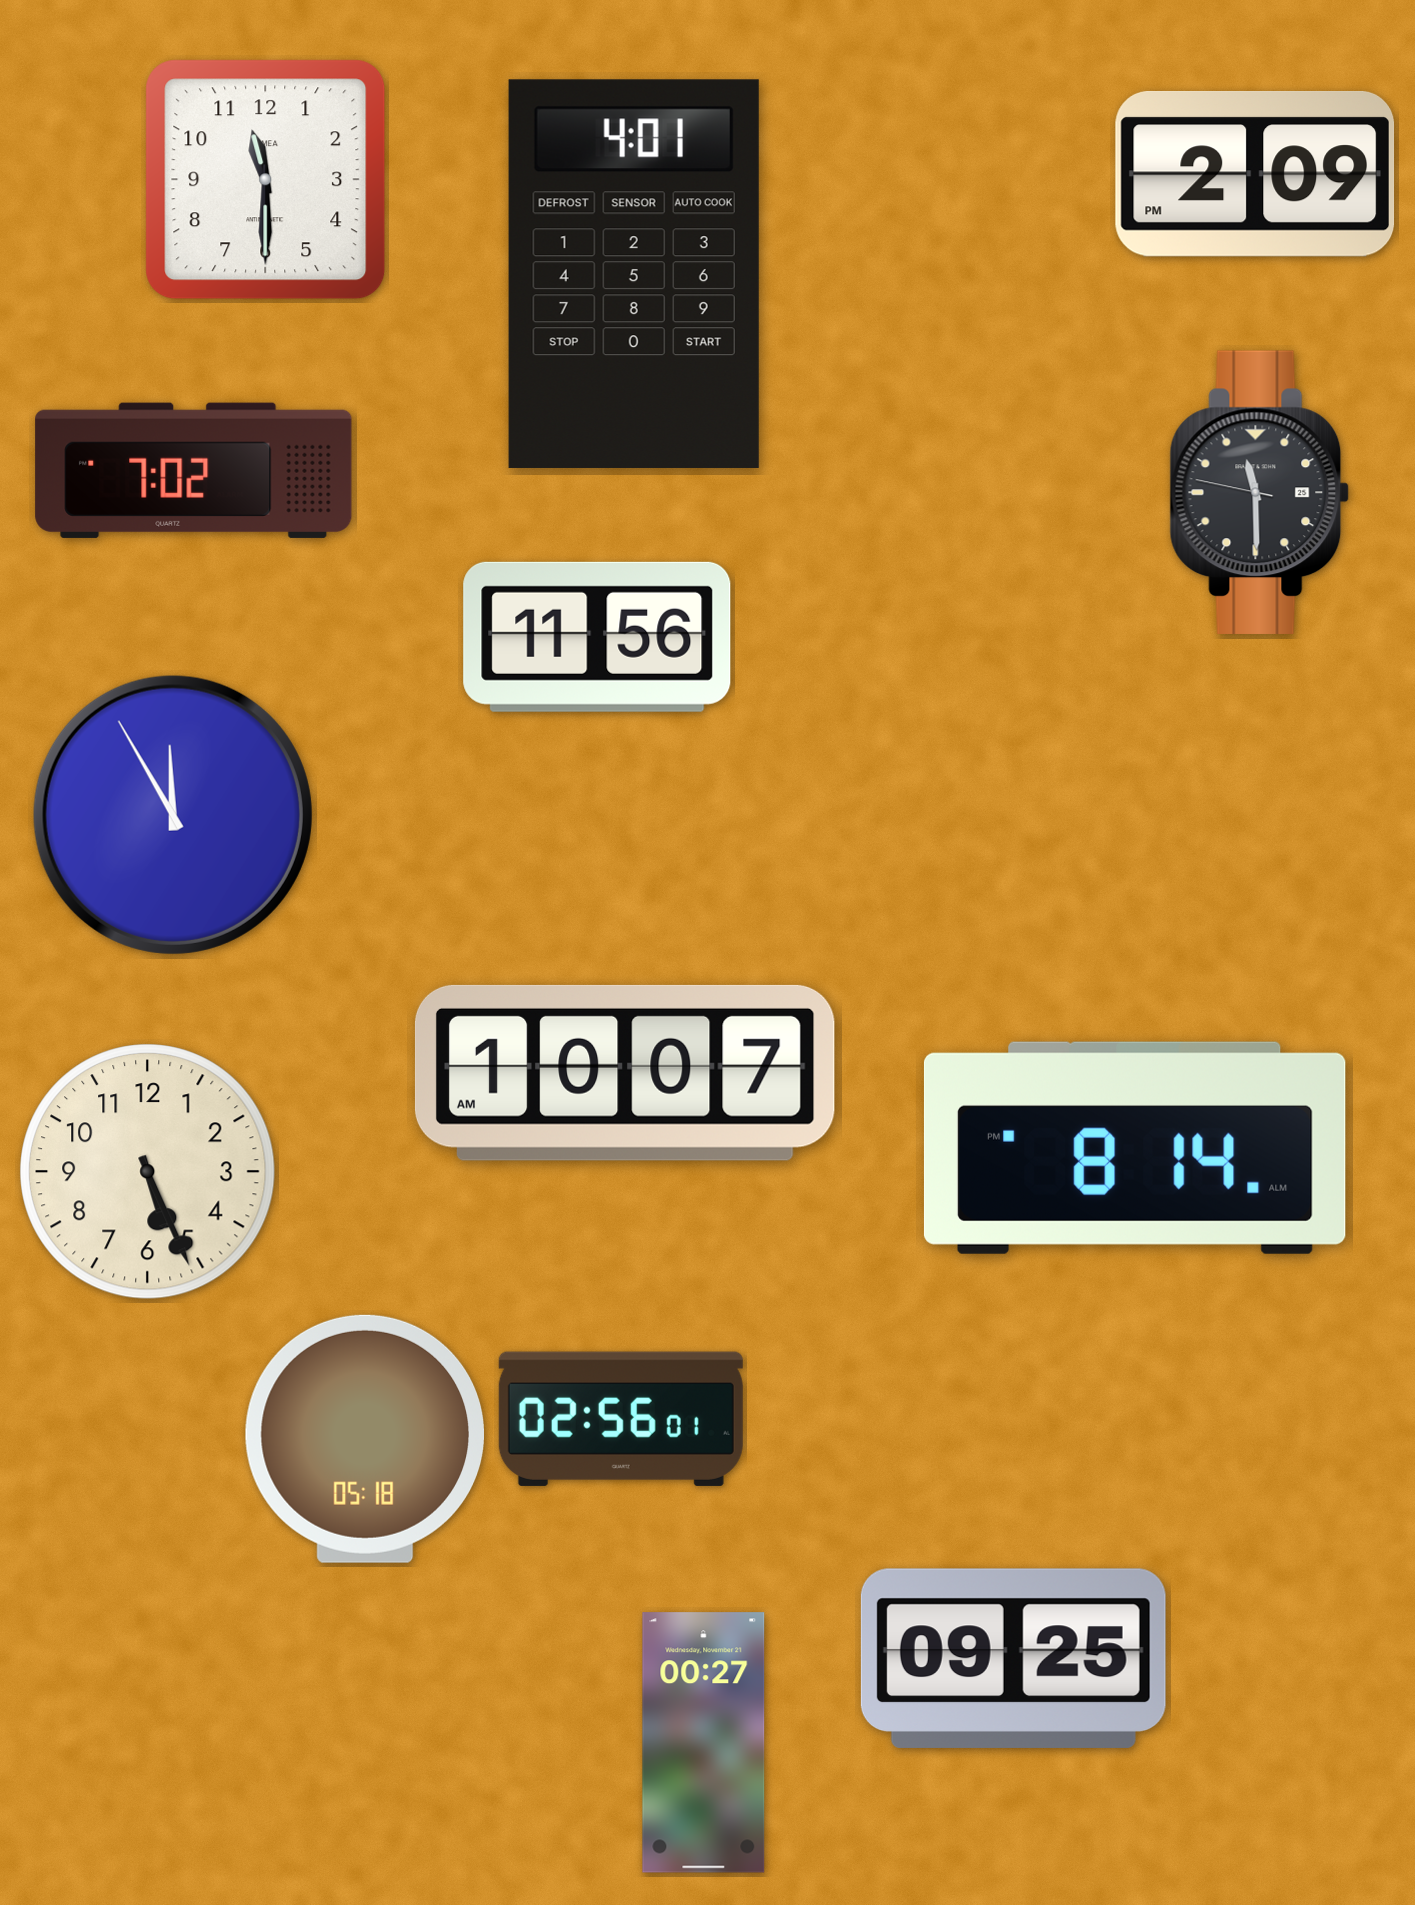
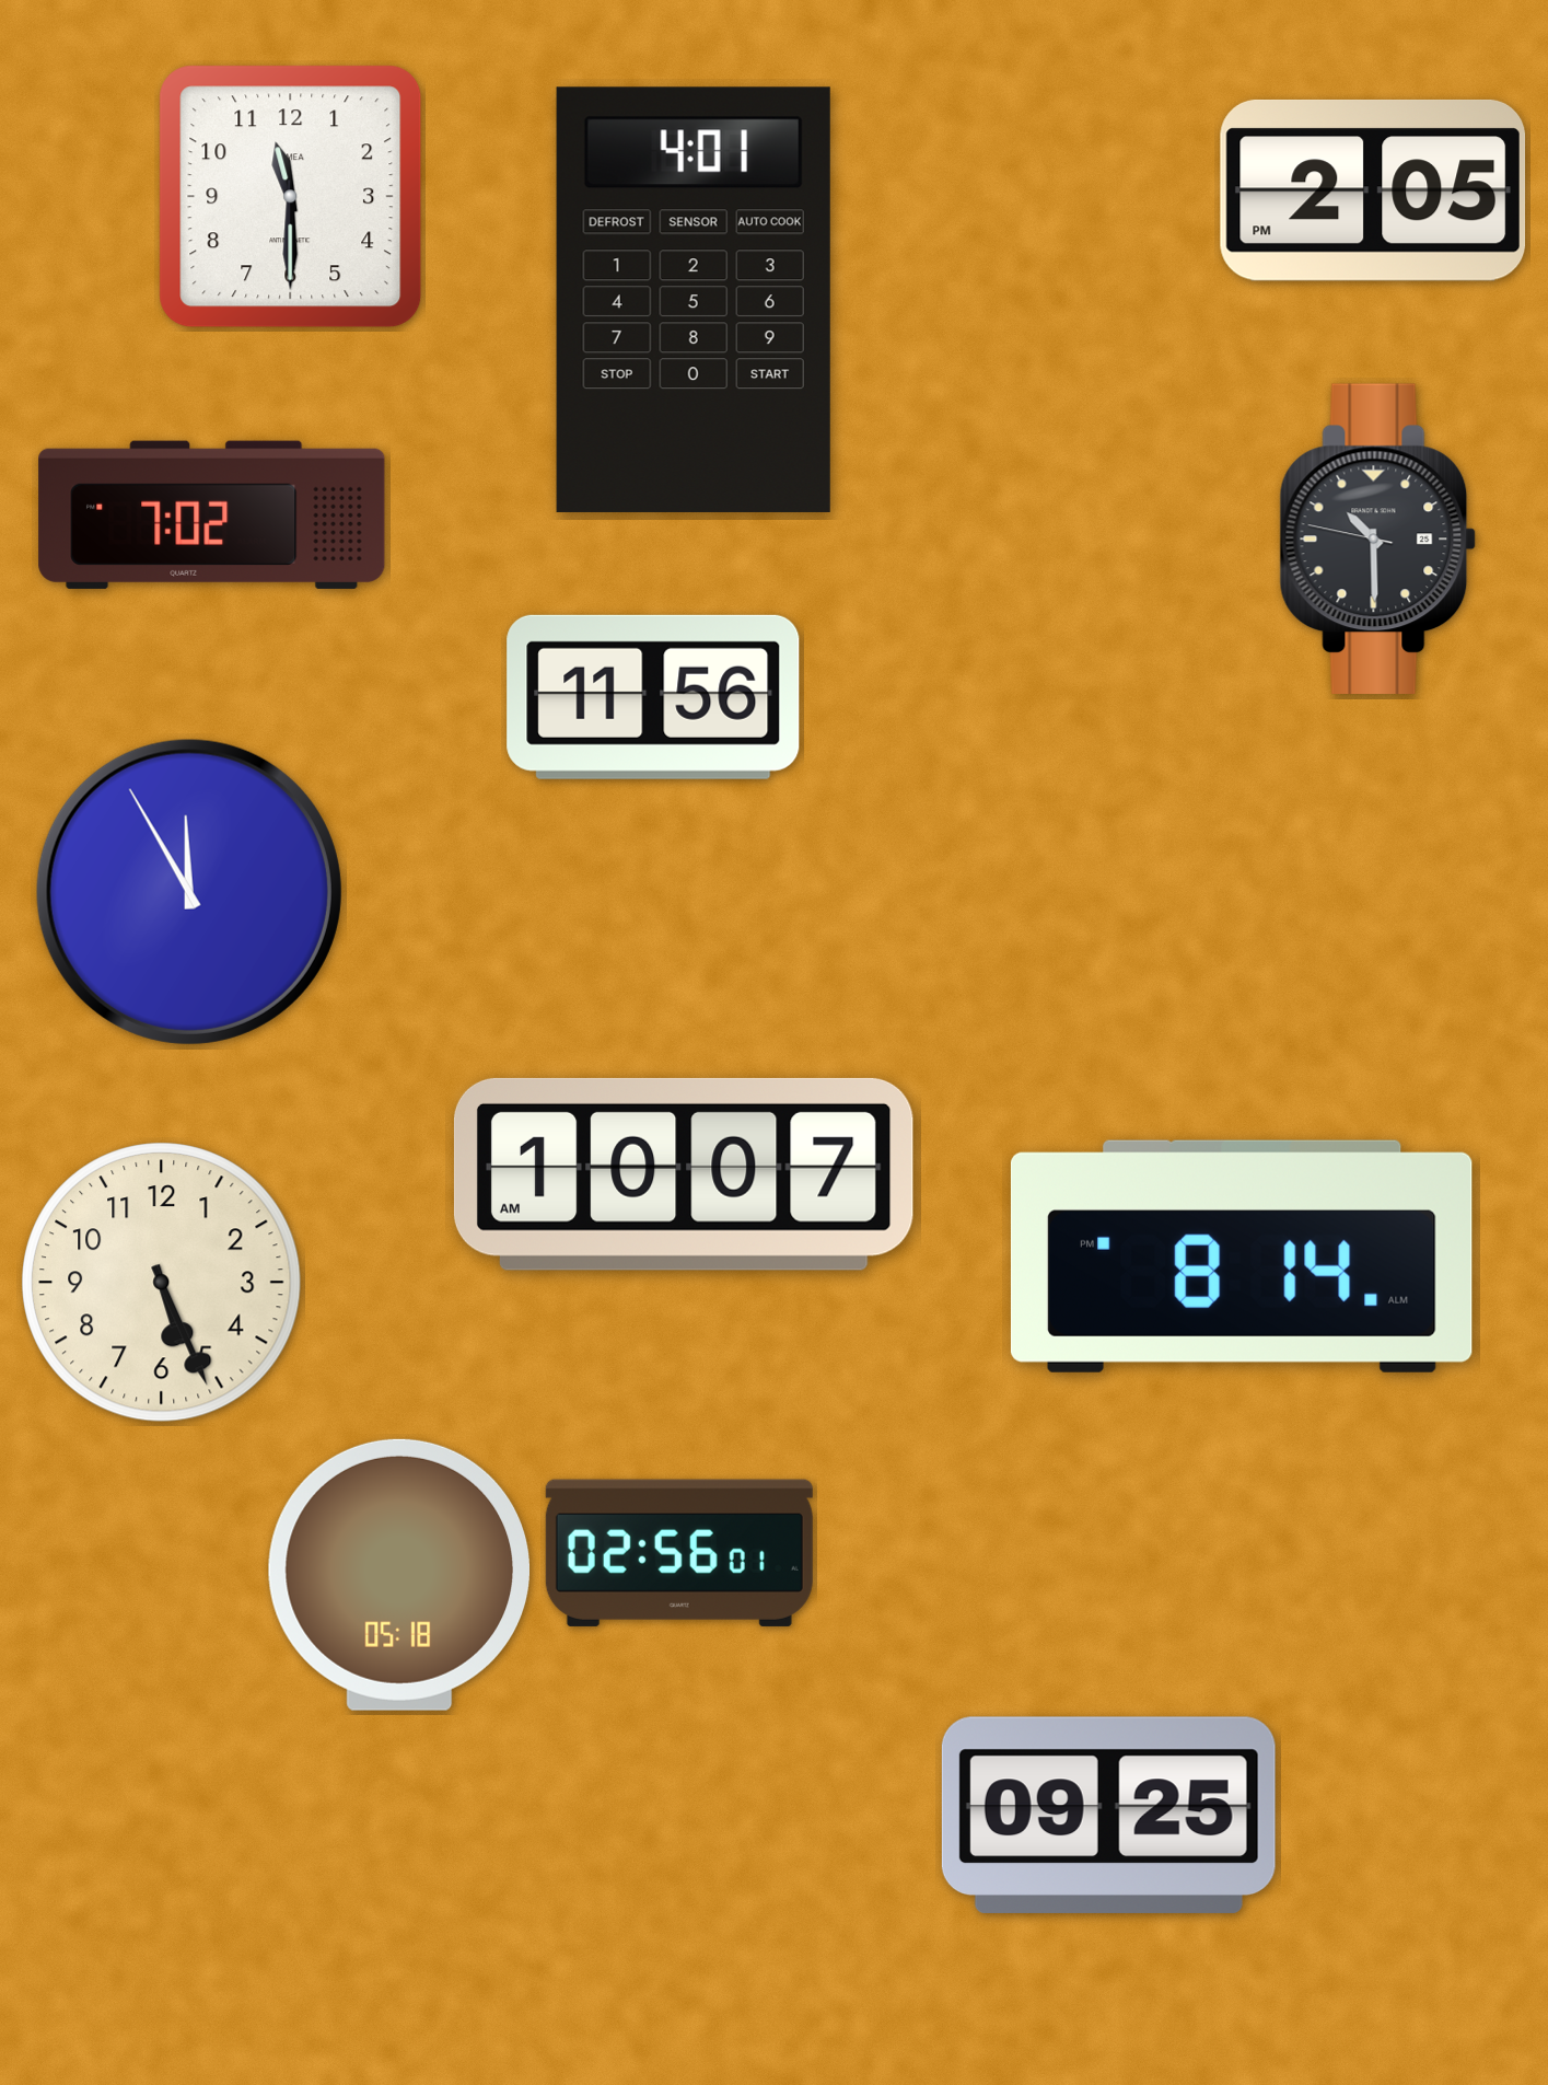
clock at (1255, 174): 2:09 -> 2:05
clock at (1260, 492): 11:29 -> 10:29
clock at (704, 1743): 00:27 -> none
